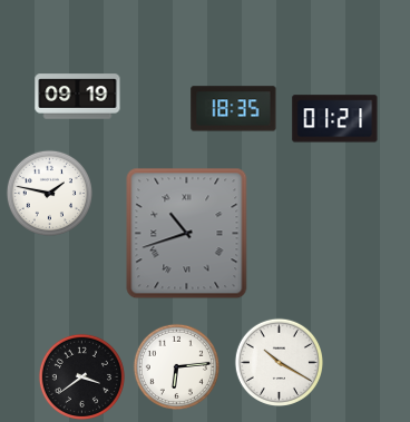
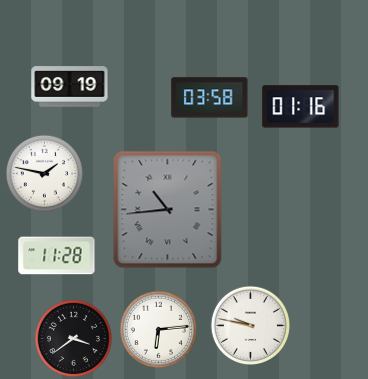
clock at (234, 109): 18:35 -> 03:58
clock at (335, 119): 01:21 -> 01:16
clock at (187, 234): 10:42 -> 10:44
clock at (57, 256): none -> 11:28
clock at (279, 362): 10:20 -> 9:47
